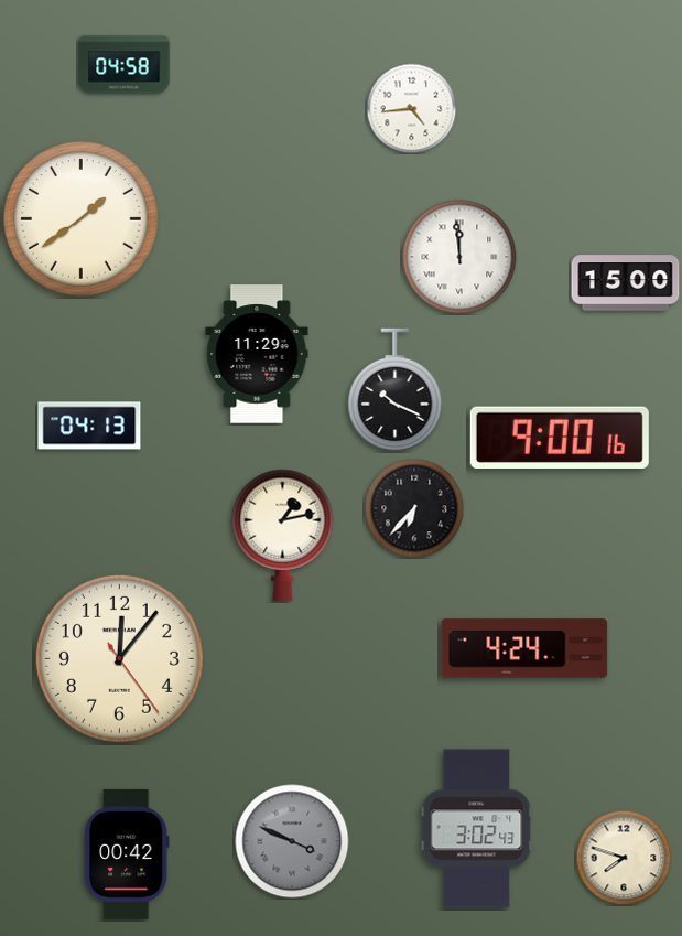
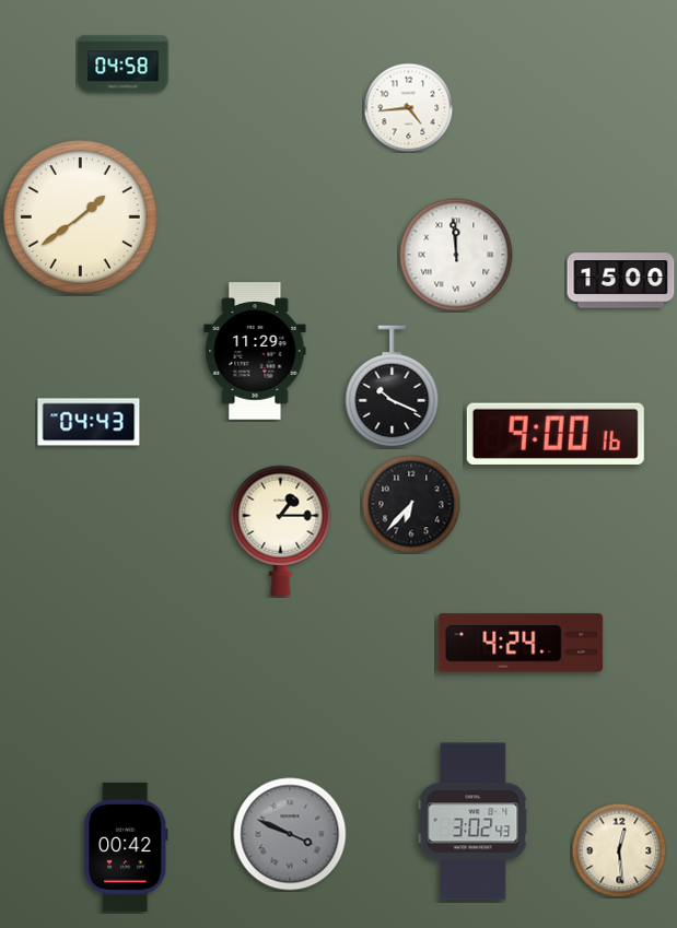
clock at (89, 426): 04:13 -> 04:43
clock at (283, 535): 1:13 -> 1:15
clock at (119, 658): 12:06 -> none
clock at (624, 858): 7:48 -> 12:29
